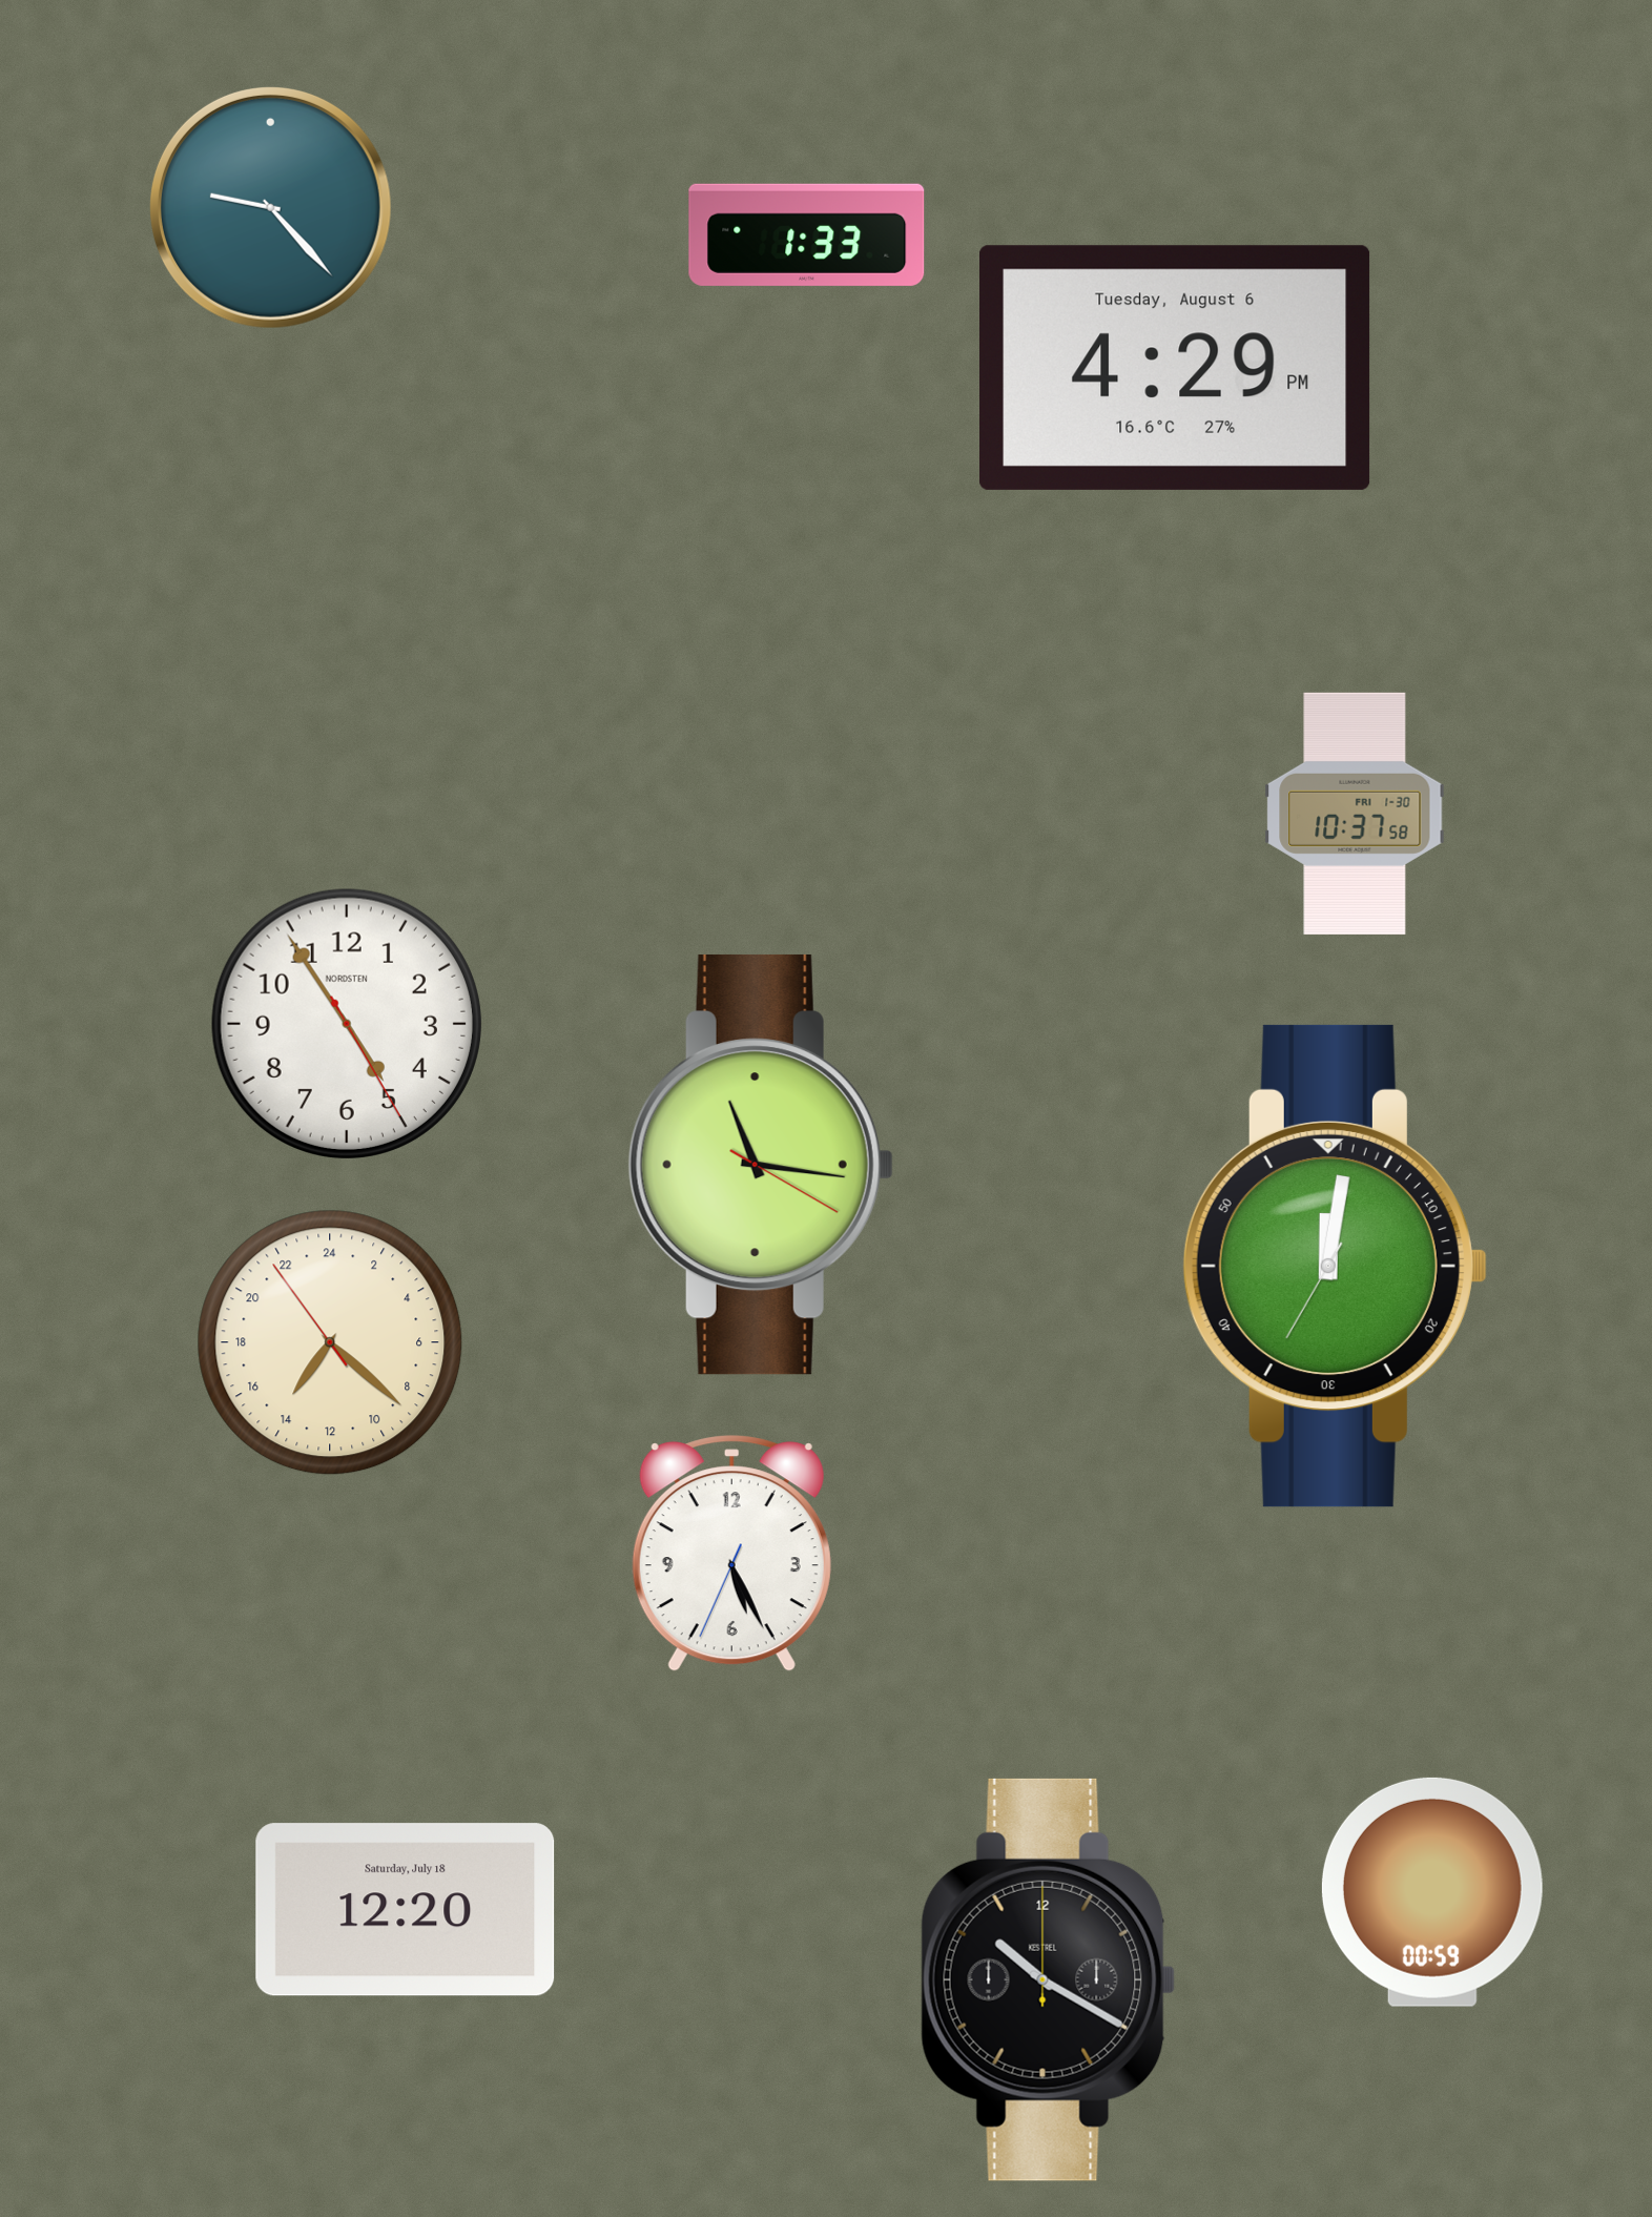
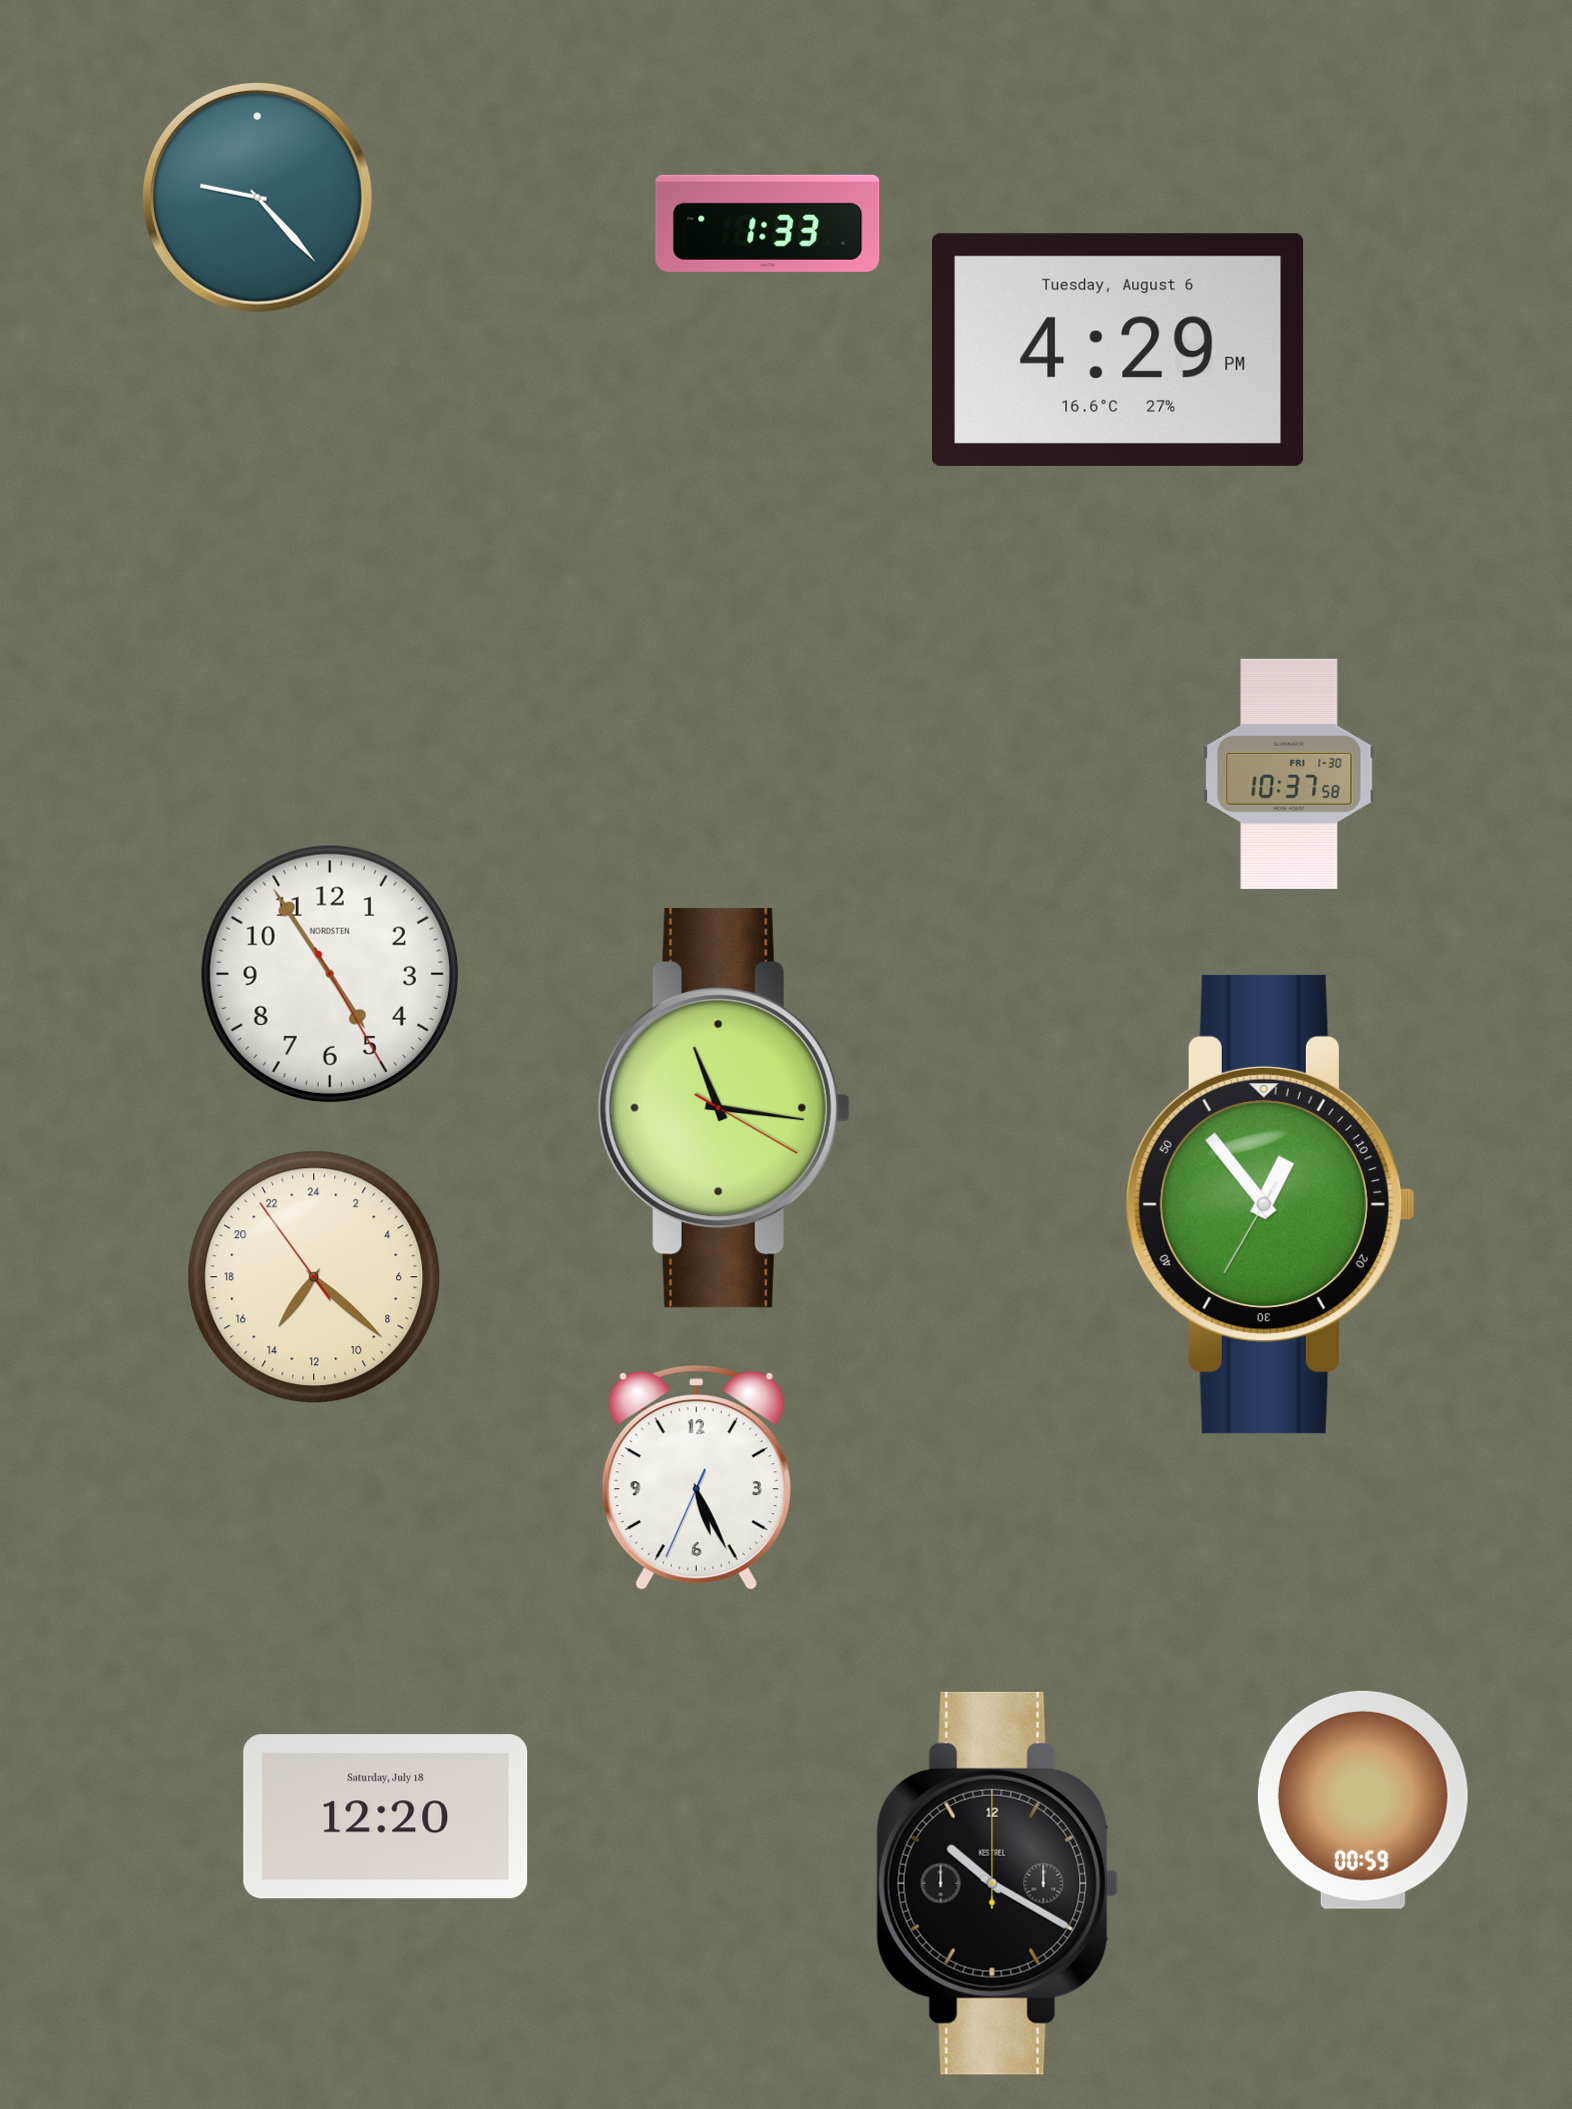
clock at (1335, 1266): 12:01 -> 12:53
